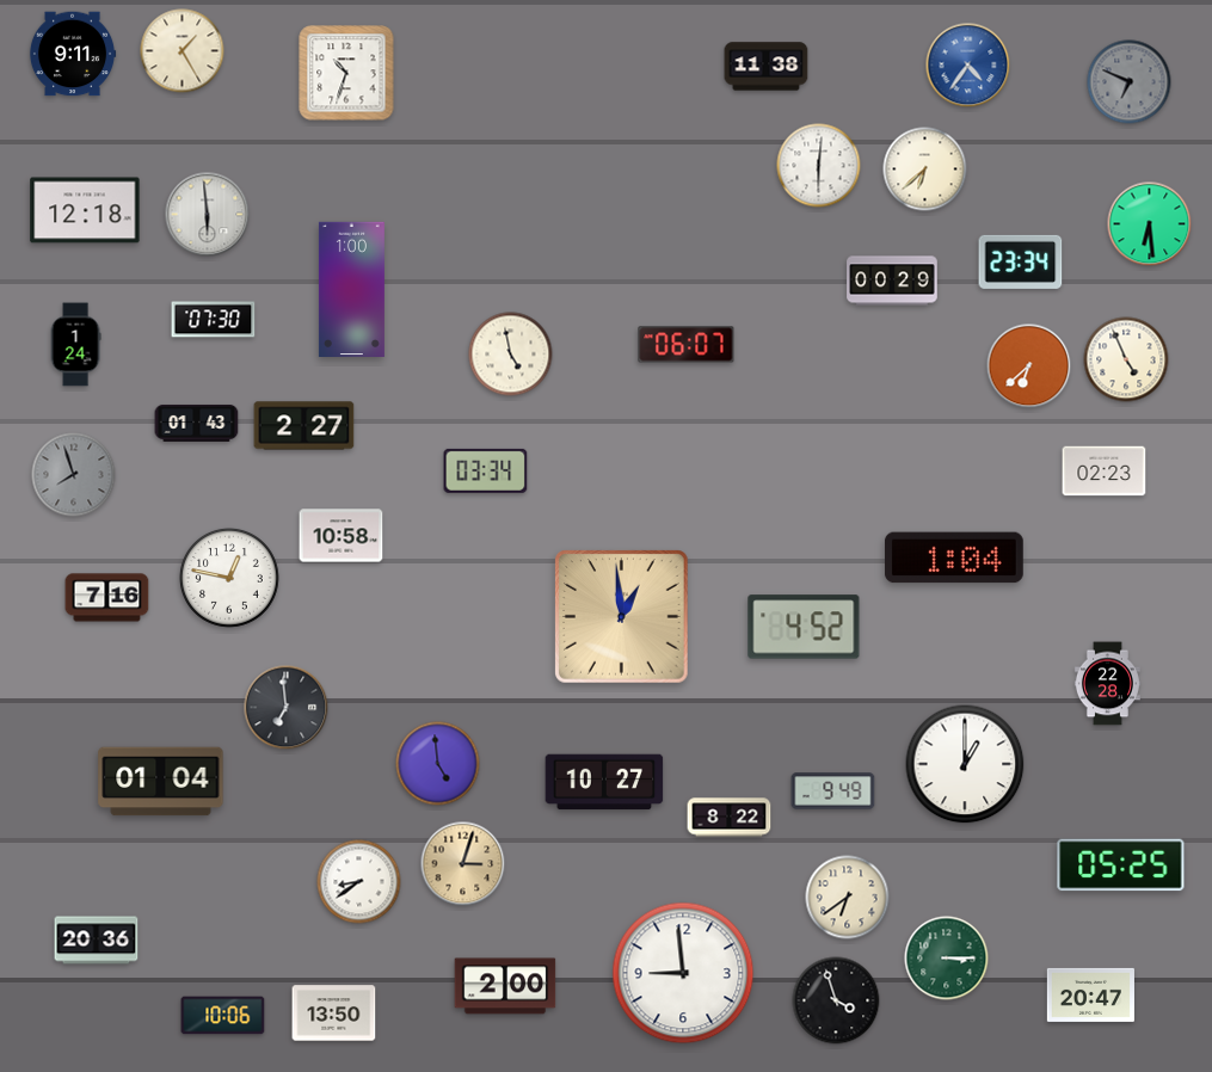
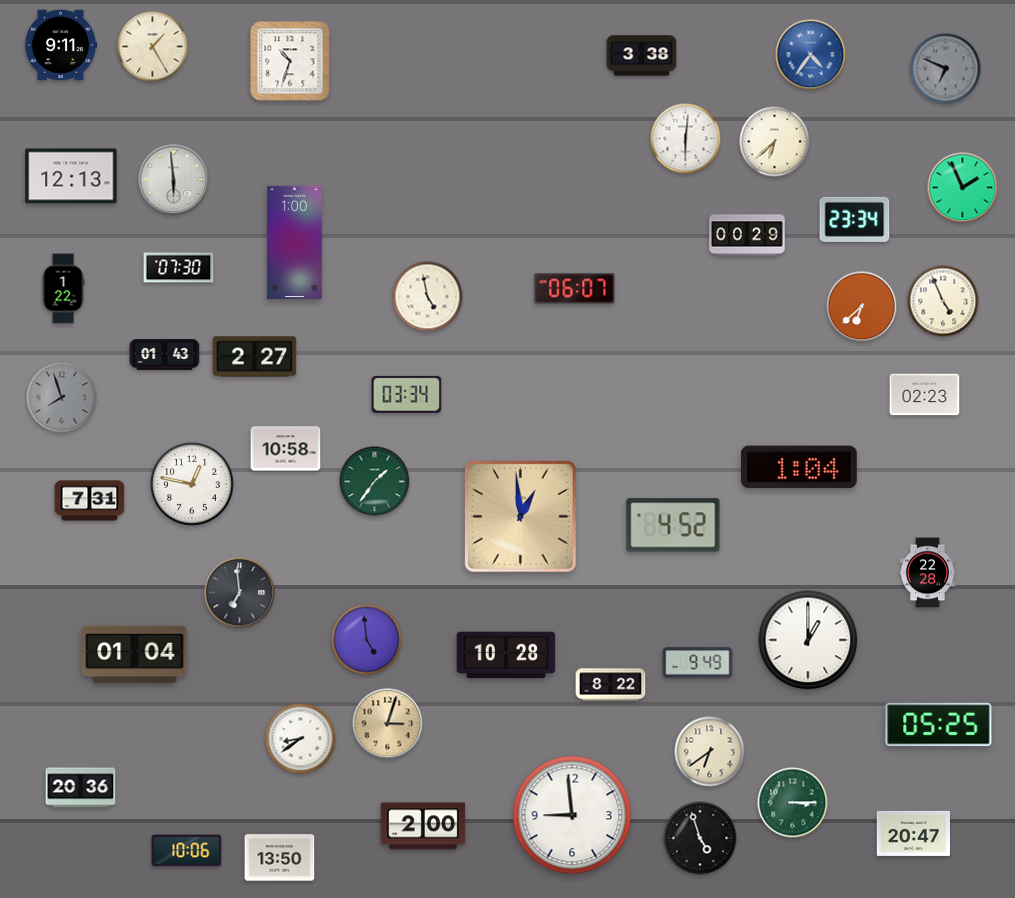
clock at (183, 51) position: (183, 51) -> (153, 47)
clock at (767, 67): 11:38 -> 3:38
clock at (85, 210): 12:18 -> 12:13
clock at (1150, 224): 6:29 -> 1:56
clock at (75, 345): 1:24 -> 1:22
clock at (375, 482): none -> 1:36
clock at (107, 598): 7:16 -> 7:31
clock at (604, 782): 10:27 -> 10:28
clock at (836, 1000): 3:57 -> 4:57
clock at (334, 1014) position: (334, 1014) -> (280, 858)
